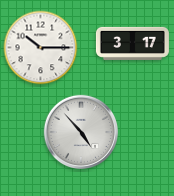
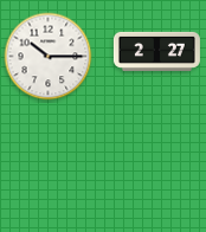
clock at (132, 43): 3:17 -> 2:27
clock at (80, 131): 4:53 -> none
